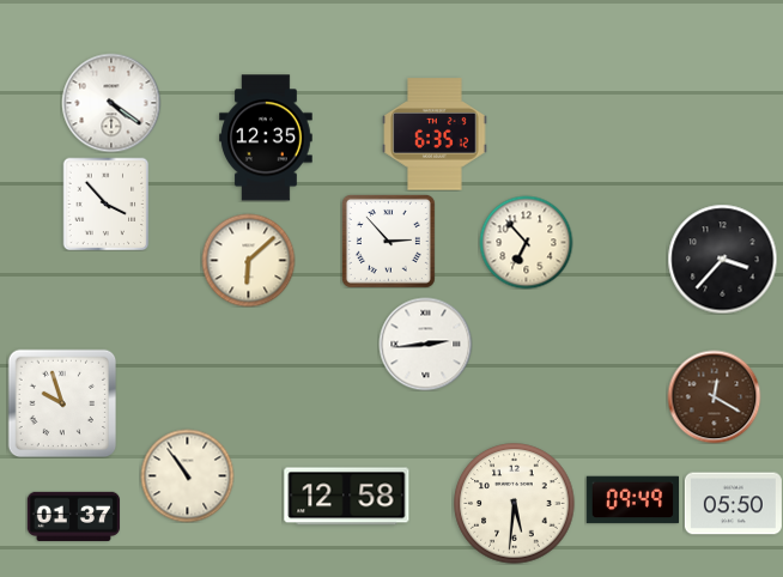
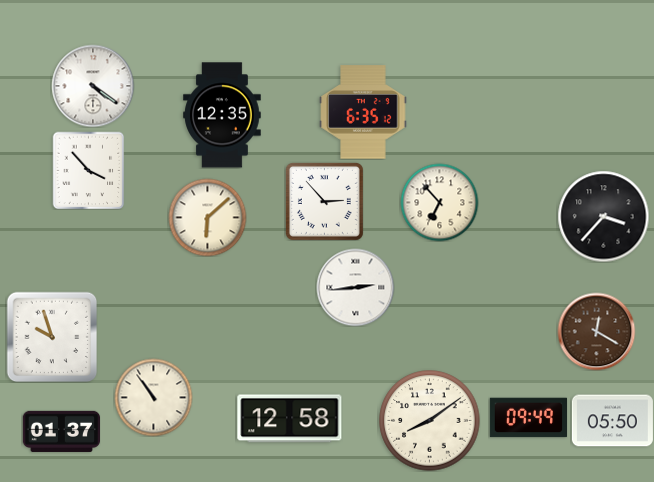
clock at (187, 475) position: (187, 475) -> (153, 397)
clock at (347, 497) position: (347, 497) -> (290, 419)
clock at (515, 504): 5:31 -> 8:09
